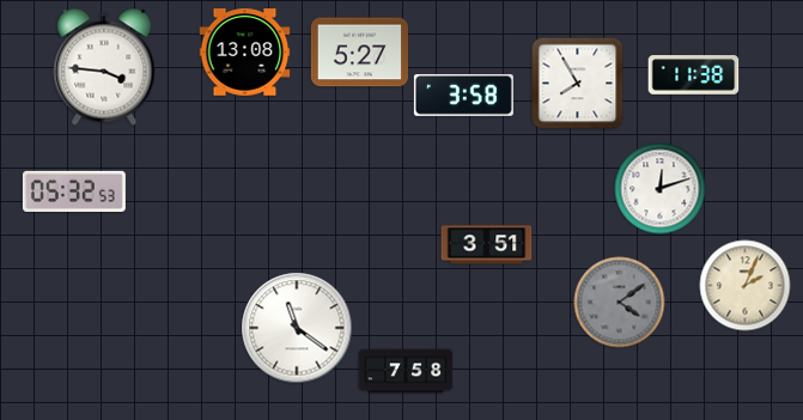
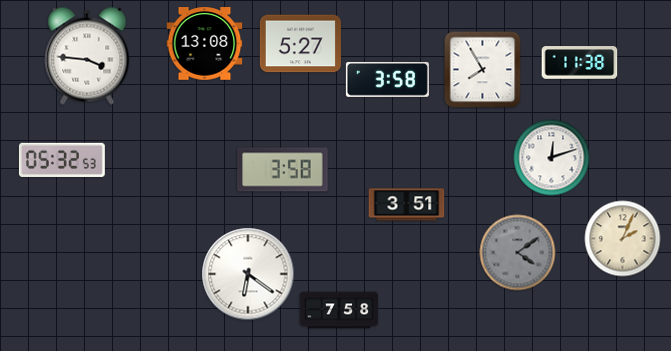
clock at (283, 170): none -> 3:58
clock at (297, 328): 11:21 -> 6:21
